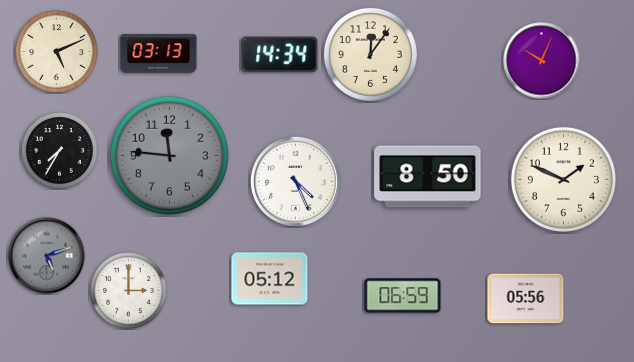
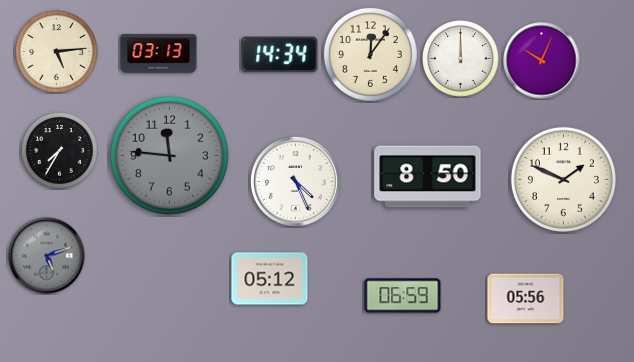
clock at (57, 52): 5:11 -> 5:14
clock at (461, 59): none -> 12:00
clock at (129, 291): 3:00 -> none
